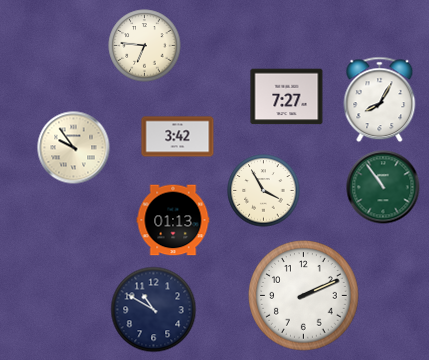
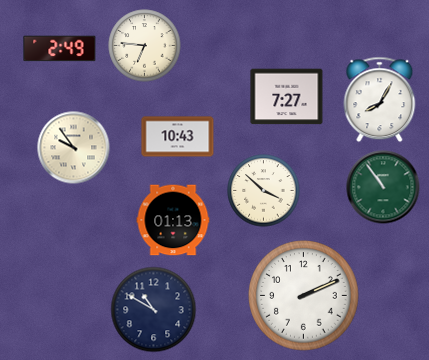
clock at (60, 49): none -> 2:49
clock at (178, 137): 3:42 -> 10:43
clock at (264, 191): 3:55 -> 3:52
